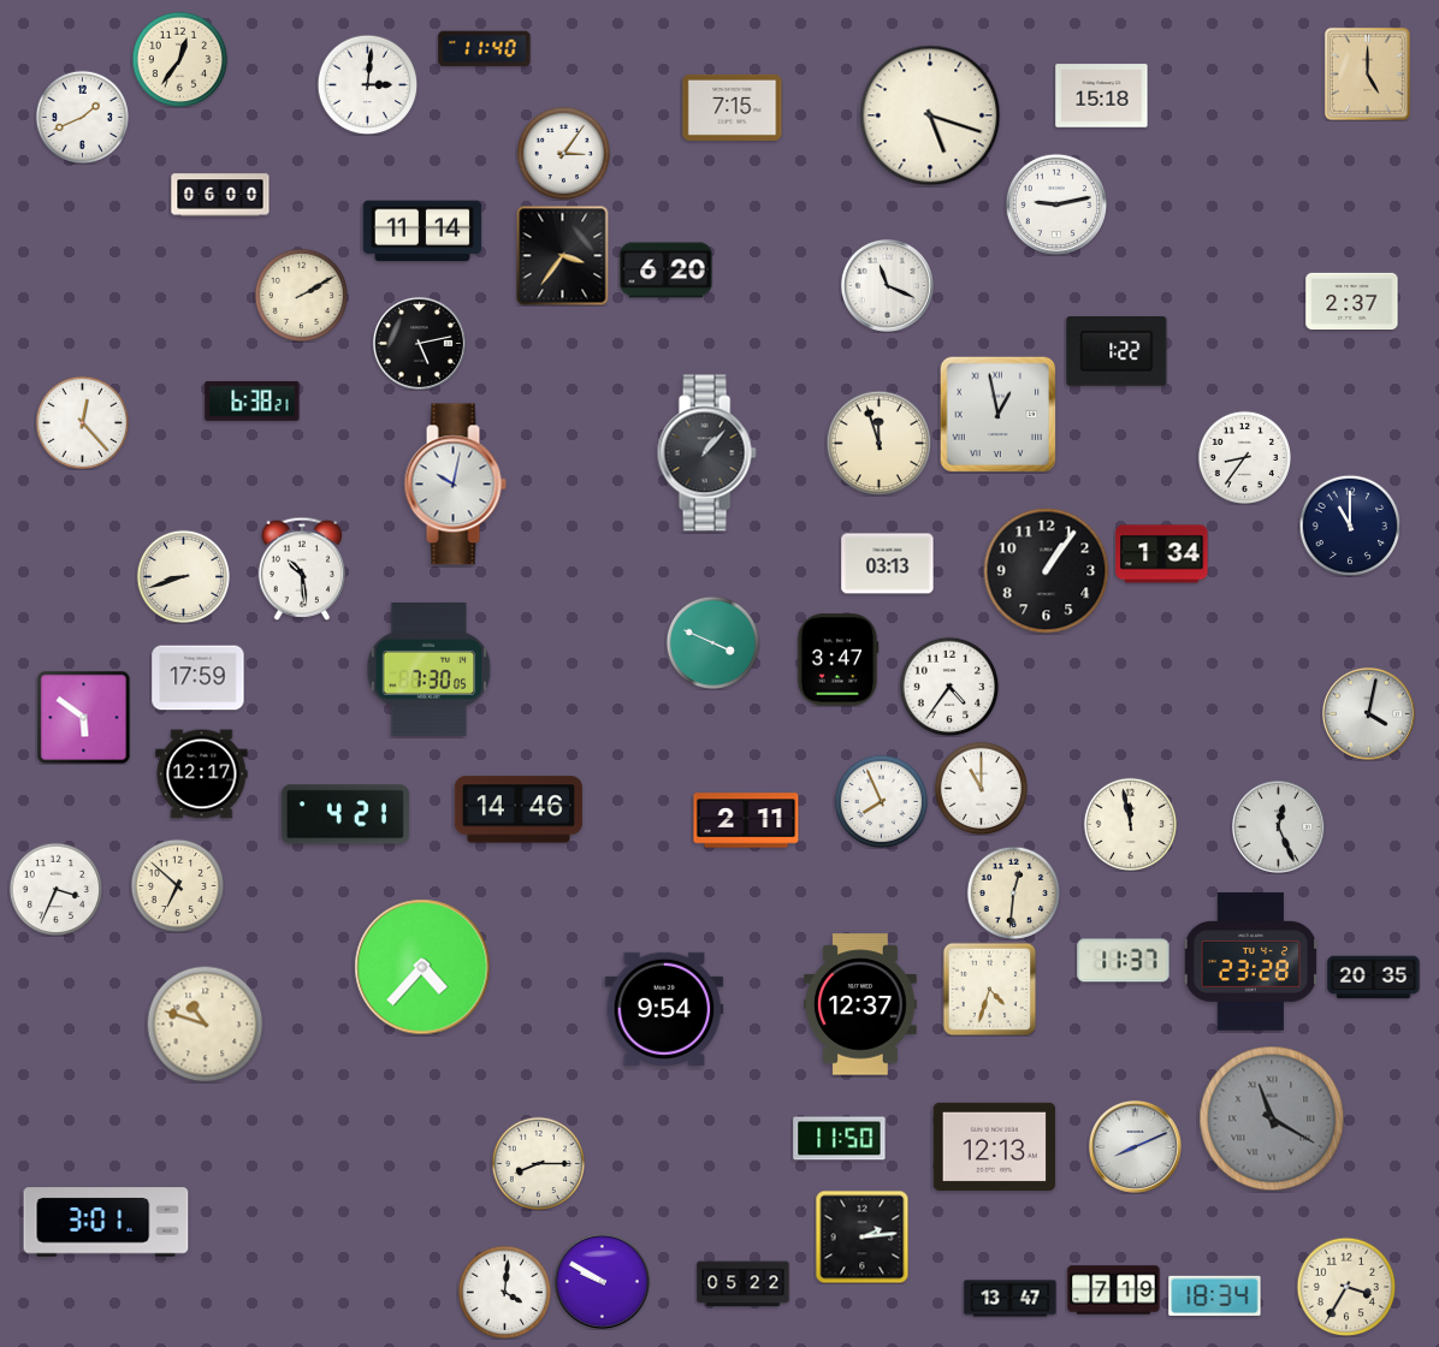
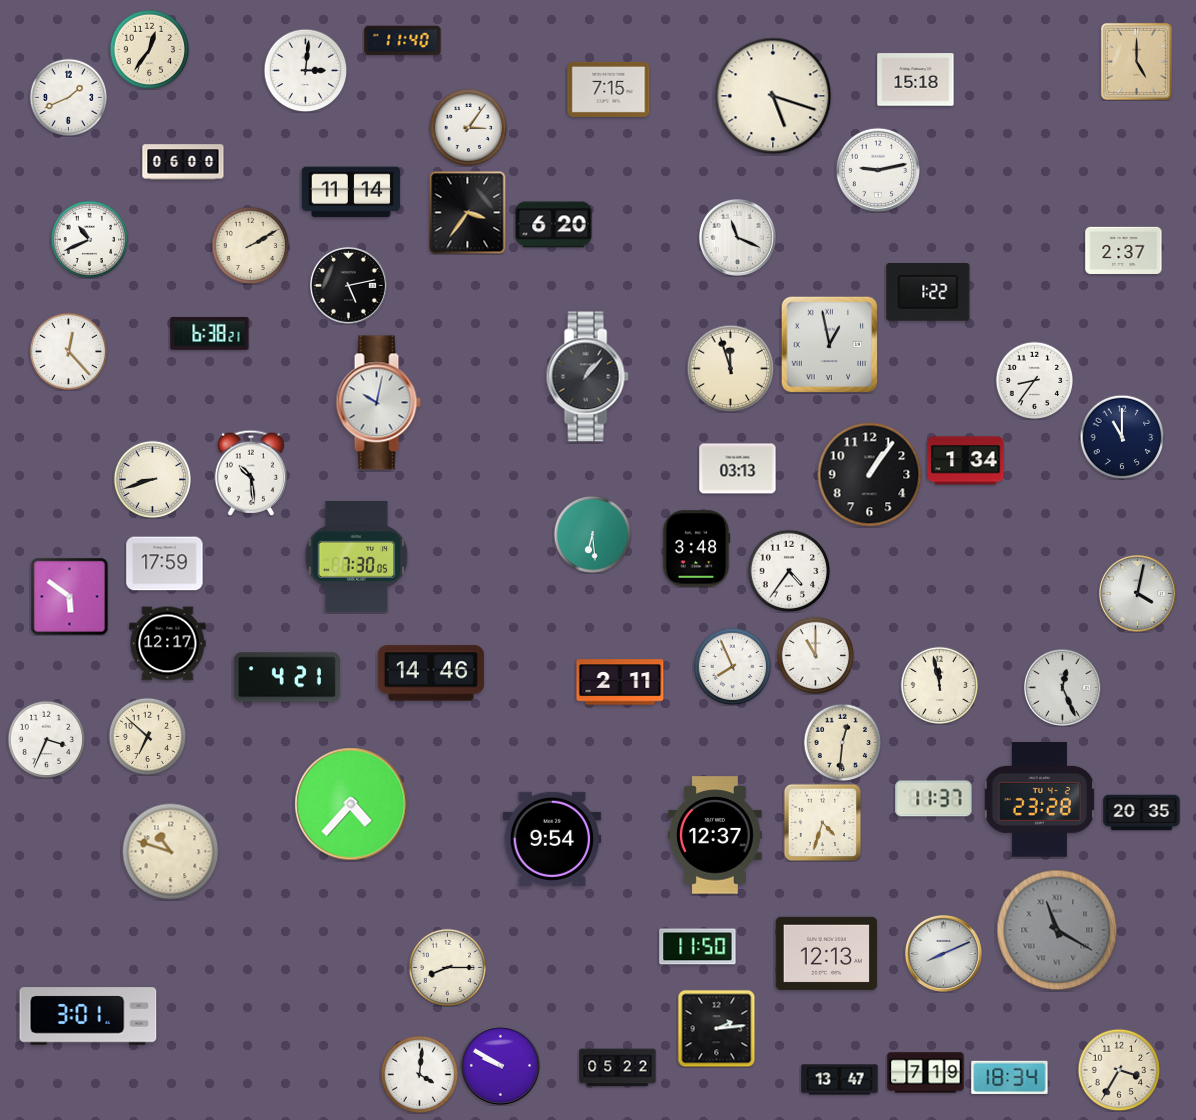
clock at (89, 239): none -> 10:41
clock at (712, 642): 3:49 -> 6:29
clock at (837, 660): 3:47 -> 3:48
